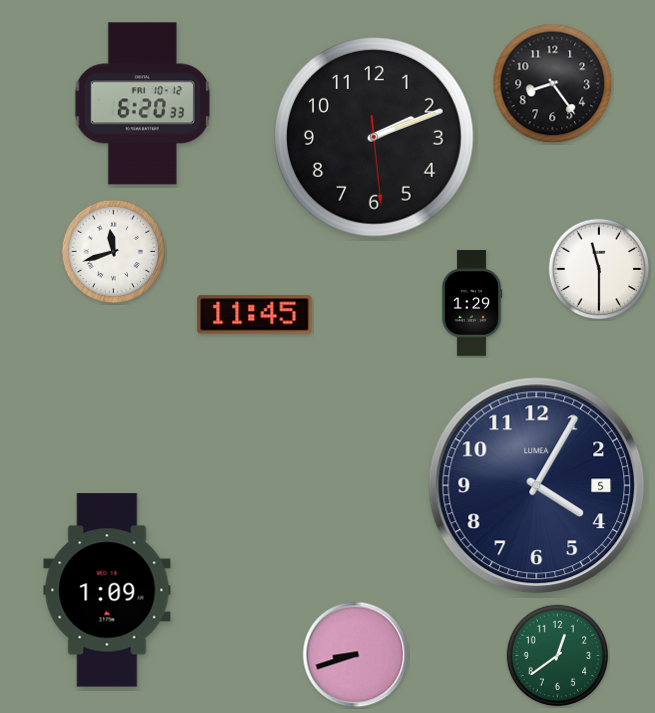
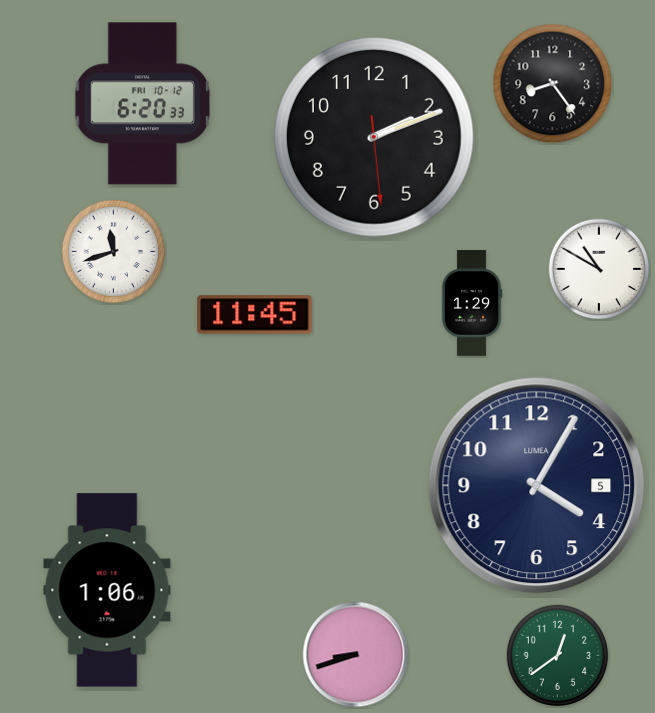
clock at (599, 269): 11:30 -> 10:50
clock at (107, 590): 1:09 -> 1:06
